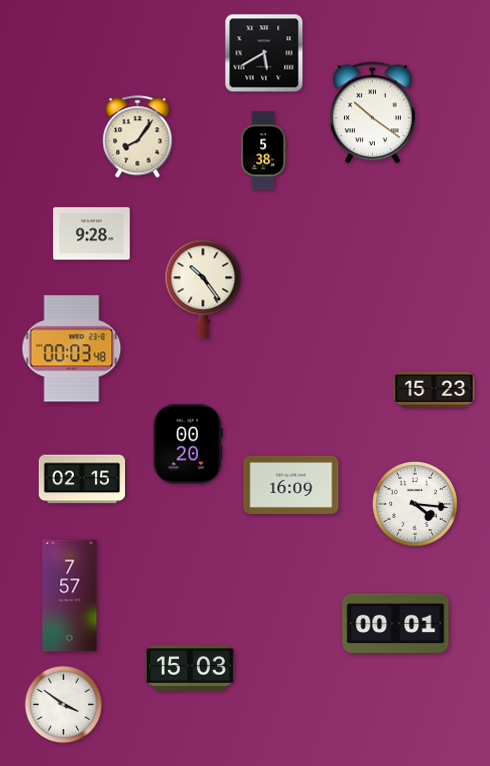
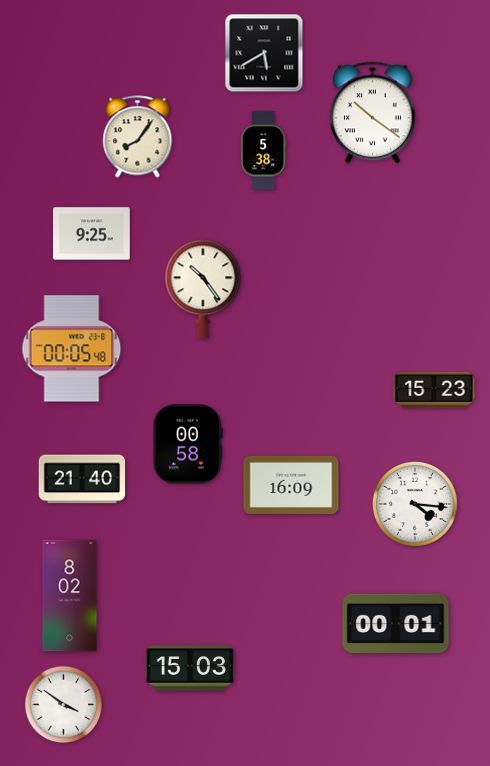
clock at (92, 234): 9:28 -> 9:25
clock at (72, 349): 00:03 -> 00:05
clock at (188, 444): 00:20 -> 00:58
clock at (82, 479): 02:15 -> 21:40
clock at (70, 596): 7:57 -> 8:02
